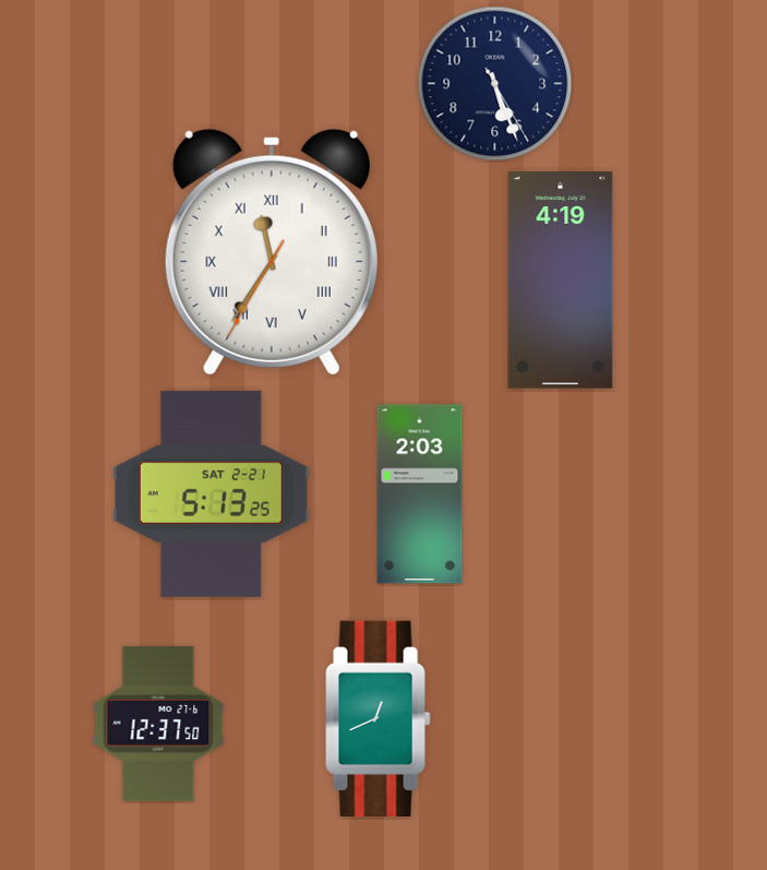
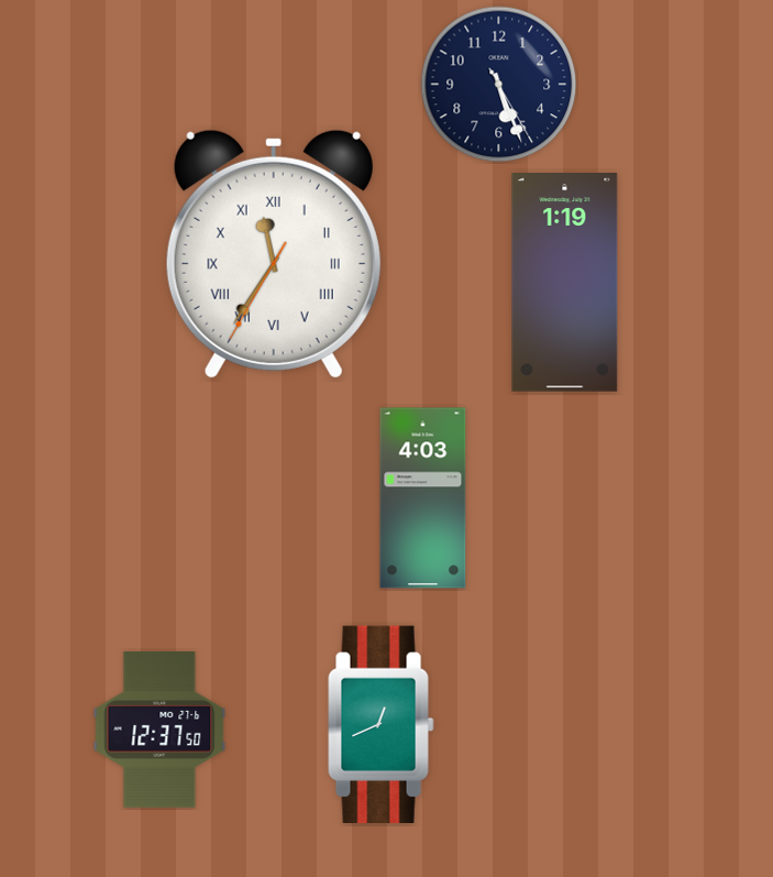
clock at (561, 281): 4:19 -> 1:19
clock at (211, 493): 5:13 -> none
clock at (420, 494): 2:03 -> 4:03
